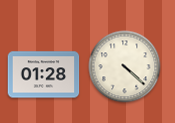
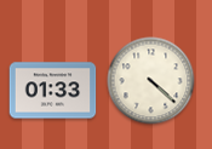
clock at (44, 75): 01:28 -> 01:33
